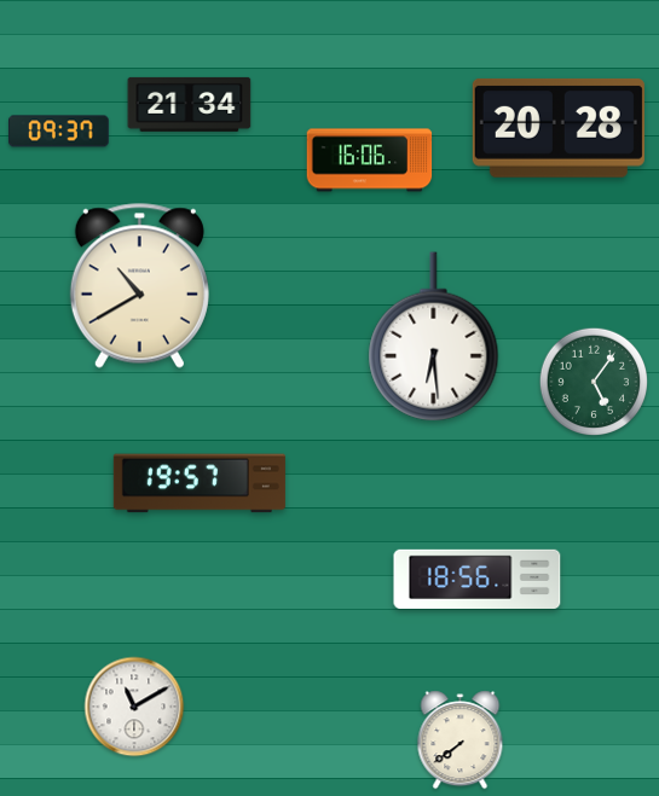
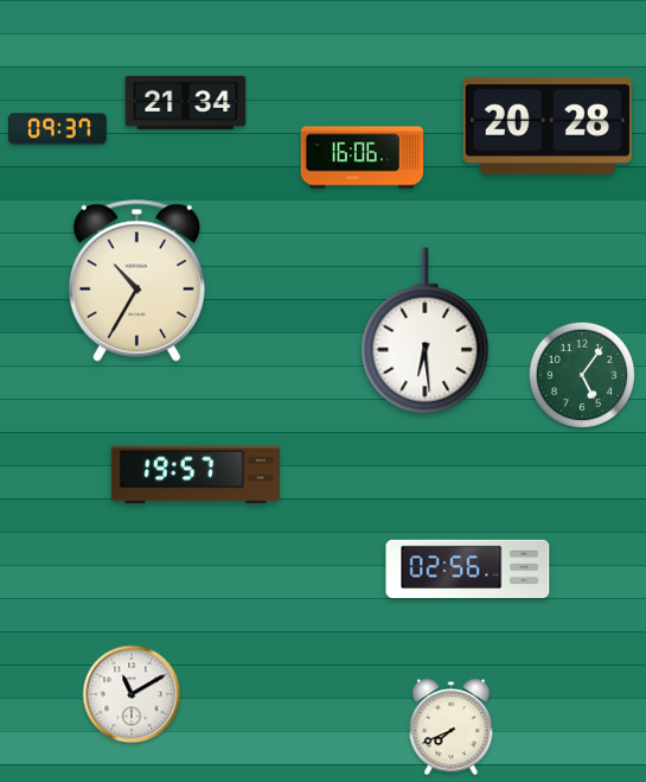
clock at (139, 285): 10:40 -> 10:35
clock at (478, 579): 18:56 -> 02:56
clock at (461, 740): 7:39 -> 7:41
